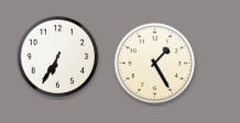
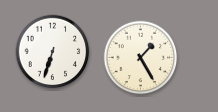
clock at (58, 57): 6:35 -> 6:33
